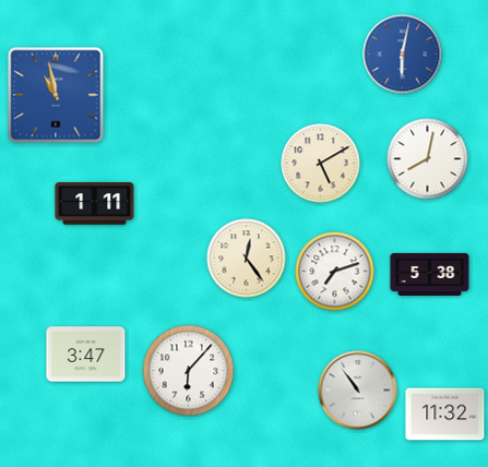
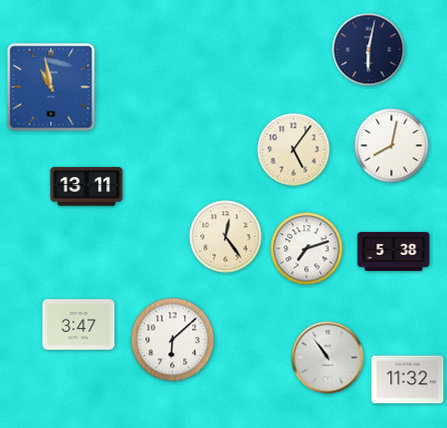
clock at (403, 55) dial: blue -> navy
clock at (321, 164): 5:10 -> 5:06
clock at (95, 204): 1:11 -> 13:11
clock at (189, 371): 6:07 -> 6:08
